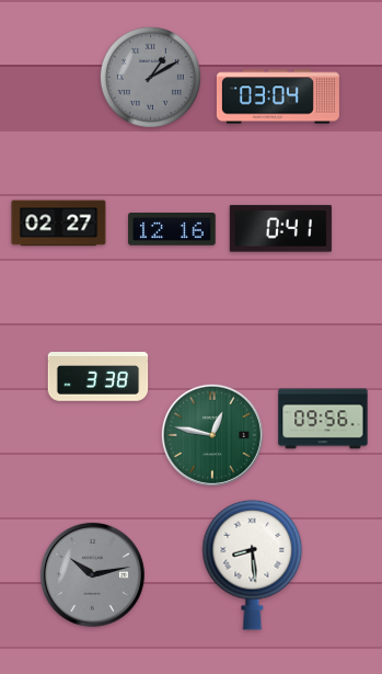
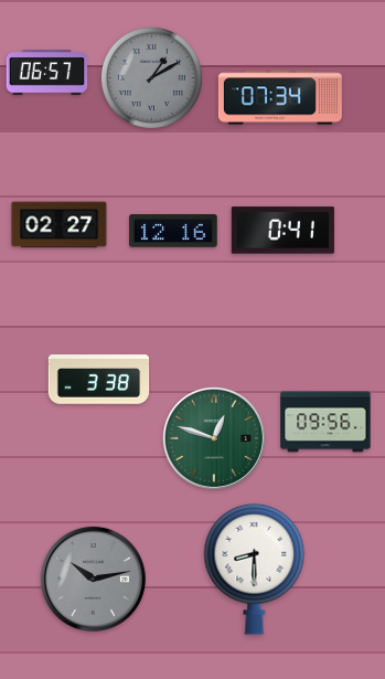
clock at (47, 73): none -> 06:57
clock at (278, 96): 03:04 -> 07:34
clock at (212, 435): 12:47 -> 12:48
clock at (253, 564): 8:29 -> 8:30
